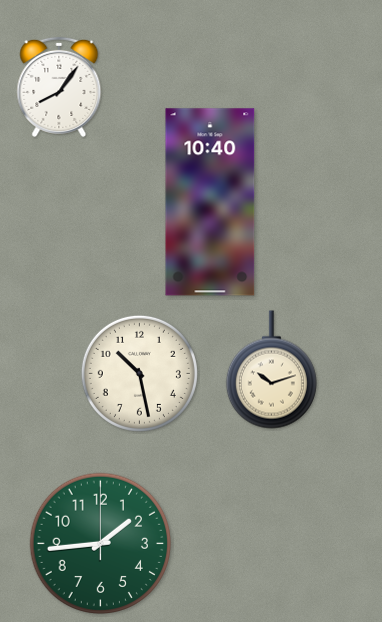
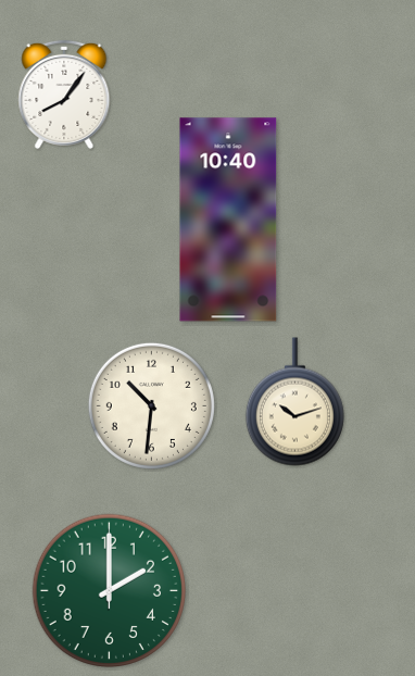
clock at (139, 373): 10:28 -> 10:31
clock at (100, 543): 1:44 -> 2:00
